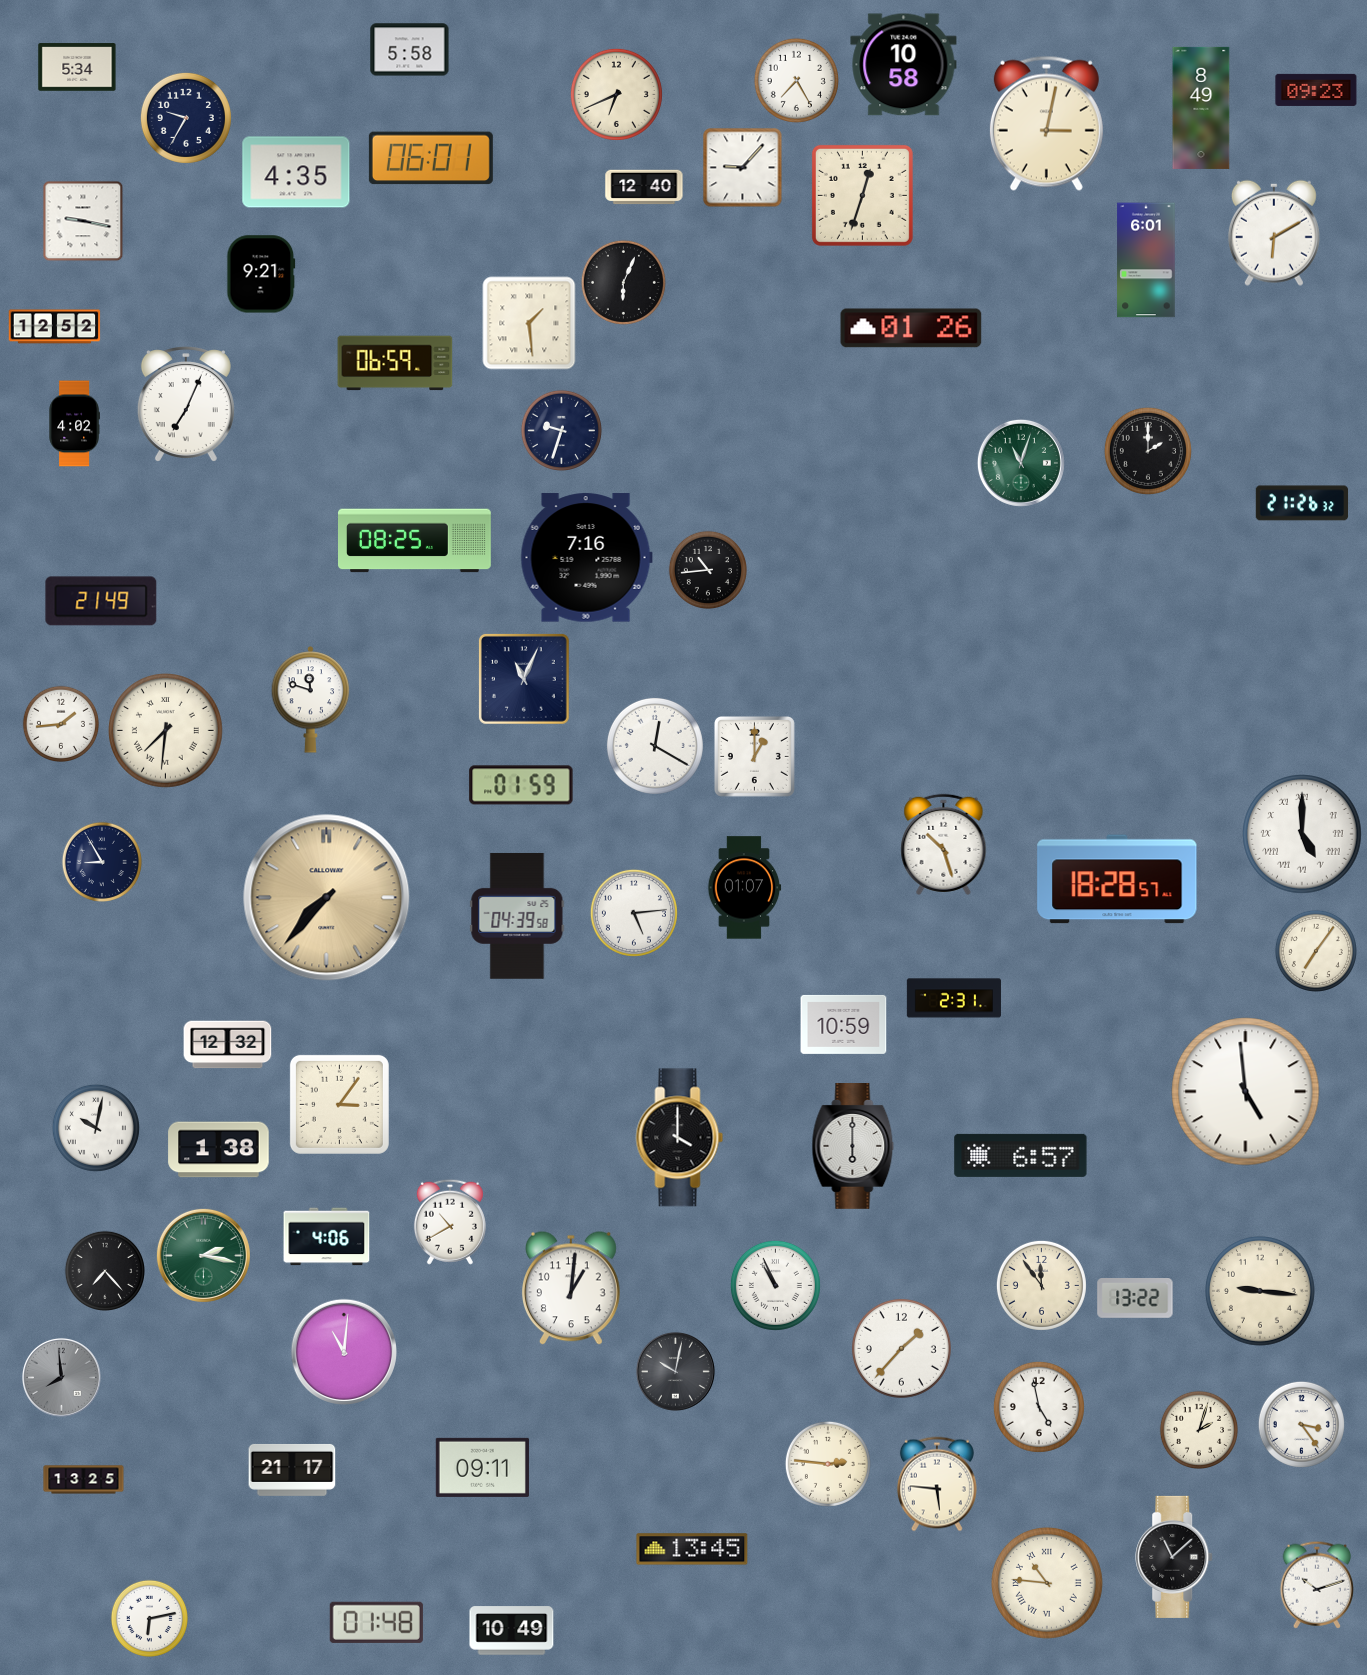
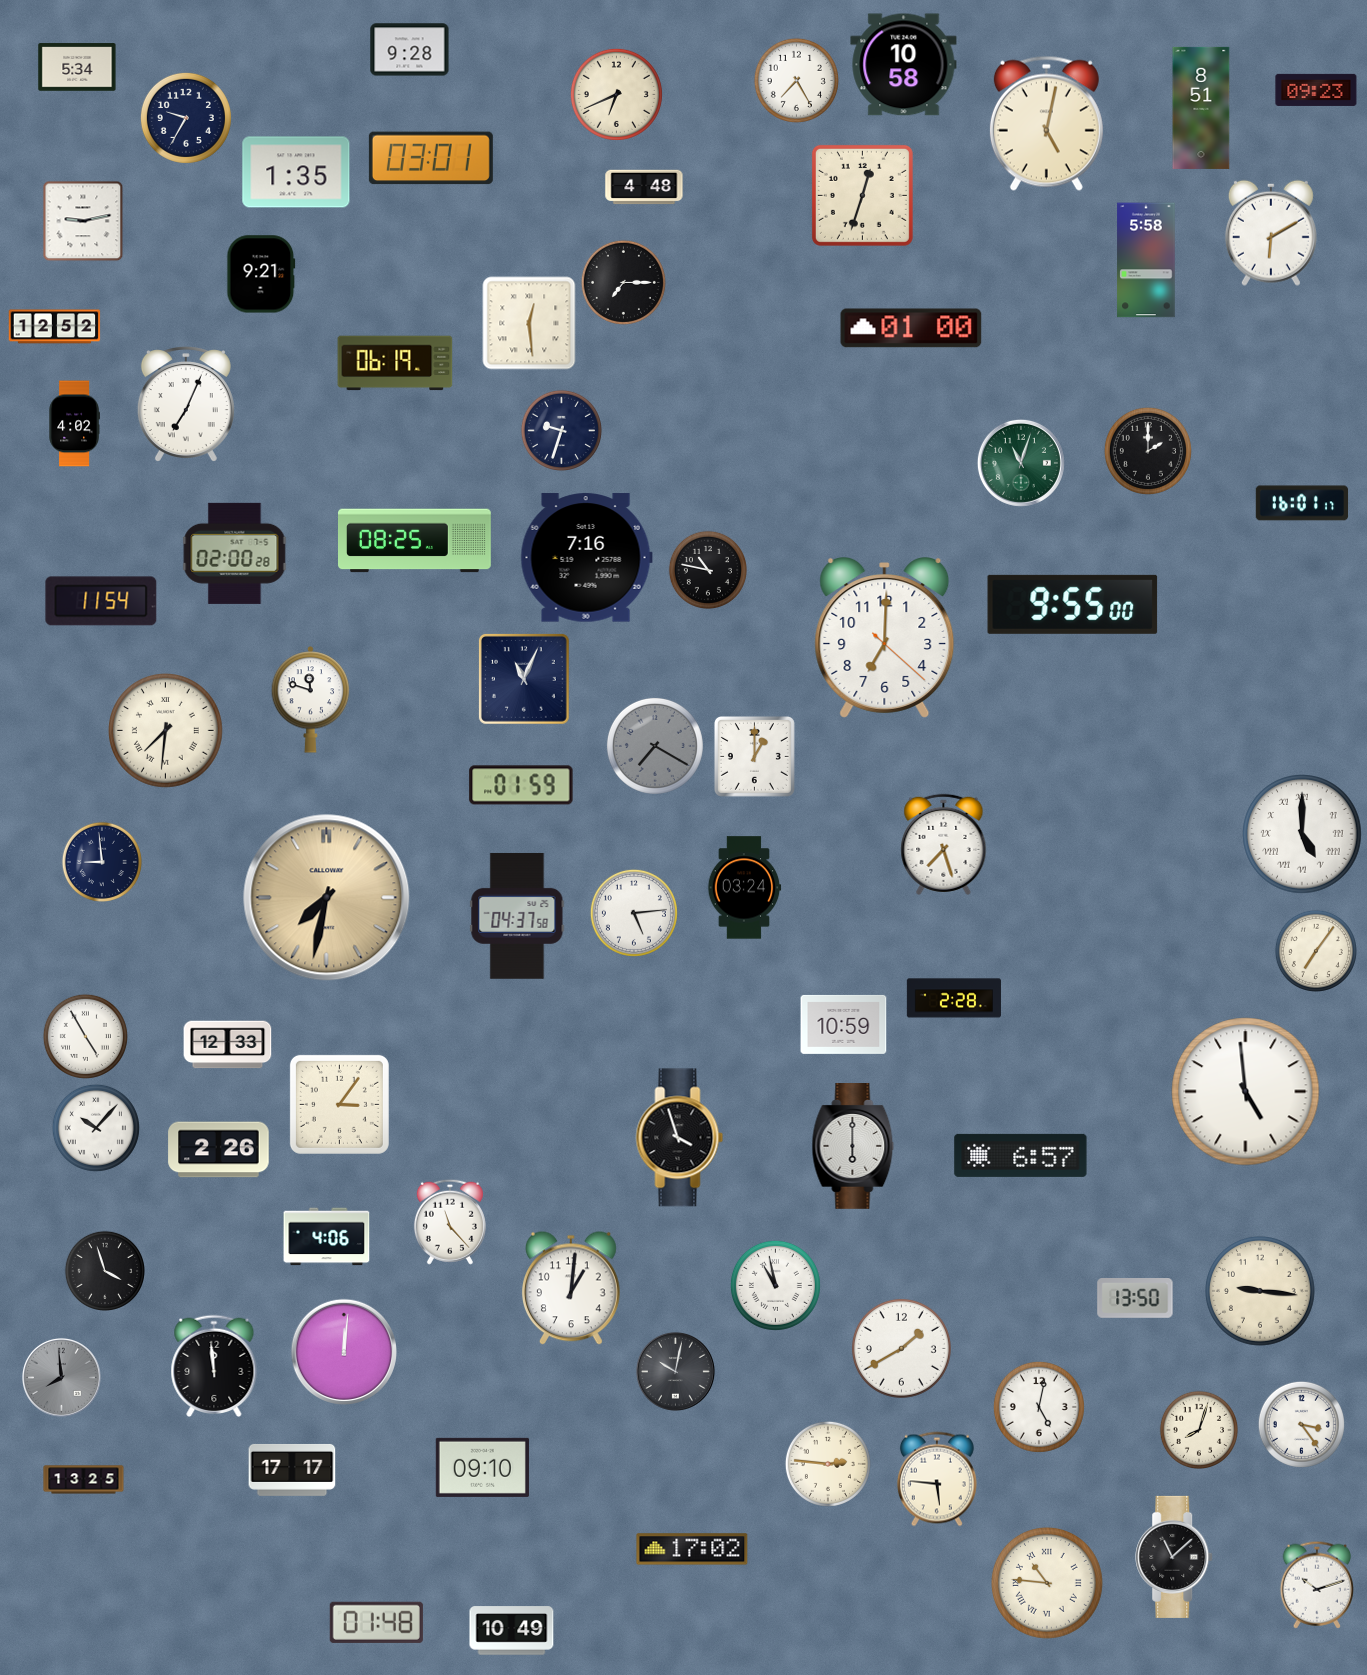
clock at (410, 50): 5:58 -> 9:28
clock at (1201, 108): 8:49 -> 8:51
clock at (1046, 123): 3:02 -> 5:02
clock at (431, 158): 06:01 -> 03:01
clock at (743, 168): 9:07 -> none
clock at (296, 172): 4:35 -> 1:35
clock at (644, 187): 12:40 -> 4:48
clock at (83, 221): 9:17 -> 9:13
clock at (1274, 233) position: (1274, 233) -> (1271, 233)
clock at (1146, 260): 6:01 -> 5:58
clock at (623, 282): 6:04 -> 7:15
clock at (529, 323): 1:29 -> 12:29
clock at (911, 328): 01:26 -> 01:00
clock at (395, 363): 06:59 -> 06:19
clock at (1302, 503): 21:26 -> 16:01
clock at (235, 553): none -> 02:00
clock at (707, 569): 10:44 -> 10:47
clock at (101, 601): 21:49 -> 11:54
clock at (1073, 604): none -> 9:55
clock at (885, 638): none -> 7:00
clock at (60, 723): 1:44 -> none
clock at (655, 746): 12:20 -> 7:20
clock at (655, 746) dial: white -> grey
clock at (944, 844): 10:27 -> 7:27
clock at (102, 862): 8:55 -> 8:59
clock at (1117, 879): 18:28 -> none
clock at (744, 888): 01:07 -> 03:24
clock at (327, 898): 7:37 -> 7:32
clock at (517, 916): 04:39 -> 04:37
clock at (954, 998): 2:31 -> 2:28
clock at (85, 1036): none -> 4:55
clock at (228, 1045): 12:32 -> 12:33
clock at (96, 1128): 10:02 -> 10:07
clock at (680, 1138): 4:00 -> 3:57
clock at (219, 1150): 1:38 -> 2:26
clock at (450, 1222): 10:40 -> 11:23
clock at (203, 1255): 2:17 -> none
clock at (105, 1271): 7:23 -> 3:57
clock at (775, 1285): 10:56 -> 10:58
clock at (1041, 1285): 11:54 -> none
clock at (1135, 1299): 13:22 -> 13:50
clock at (901, 1348): 1:37 -> 1:40
clock at (344, 1351): 11:01 -> 12:01
clock at (214, 1365): none -> 11:59
clock at (1039, 1407): 4:58 -> 5:02
clock at (1198, 1429): 2:03 -> 8:03
clock at (482, 1467): 09:11 -> 09:10
clock at (292, 1470): 21:17 -> 17:17
clock at (937, 1484) position: (937, 1484) -> (937, 1479)
clock at (692, 1549): 13:45 -> 17:02
clock at (149, 1618): 6:13 -> none
